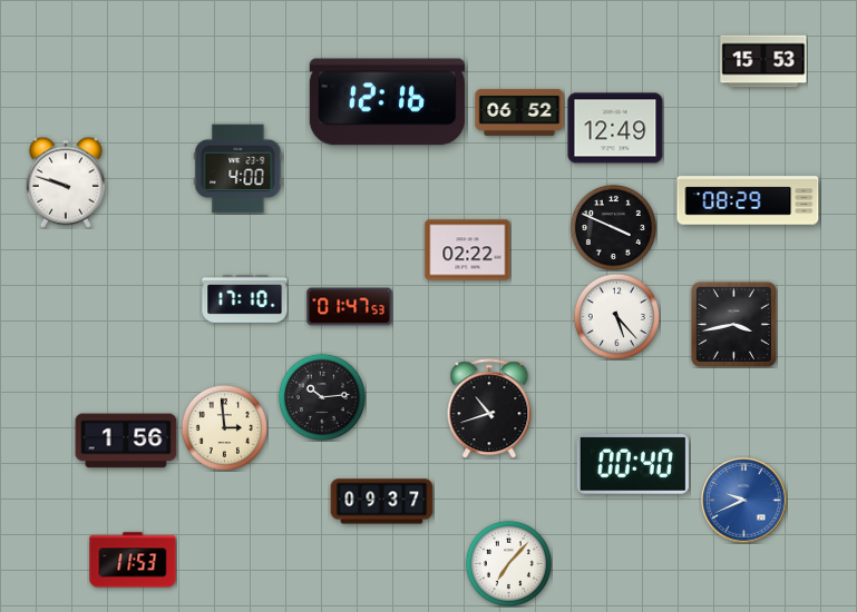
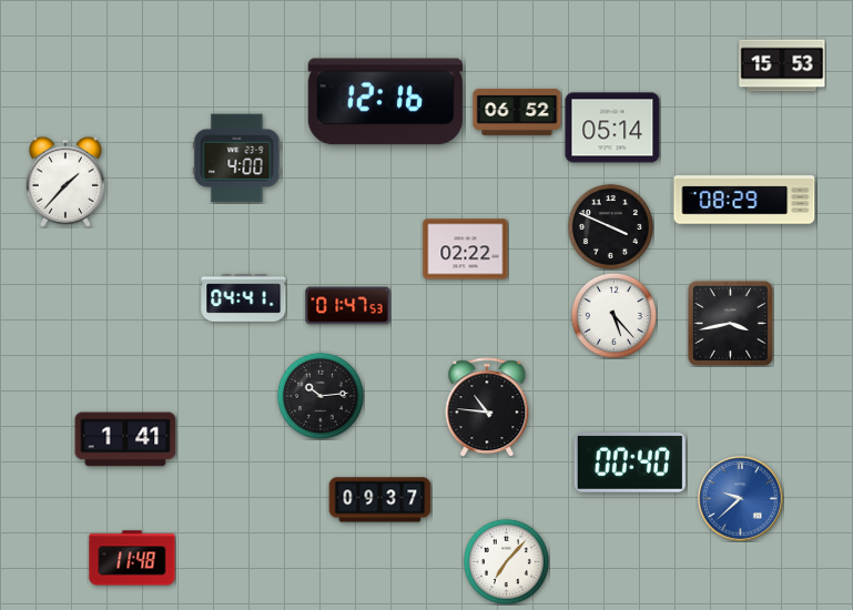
clock at (763, 61) position: (763, 61) -> (782, 65)
clock at (615, 128): 12:49 -> 05:14
clock at (238, 169) position: (238, 169) -> (237, 159)
clock at (66, 182): 9:48 -> 1:37
clock at (245, 299): 17:10 -> 04:41
clock at (489, 408): 10:42 -> 10:46
clock at (224, 427): 2:59 -> none
clock at (126, 441): 1:56 -> 1:41
clock at (744, 501): 9:41 -> 9:38
clock at (133, 560): 11:53 -> 11:48
